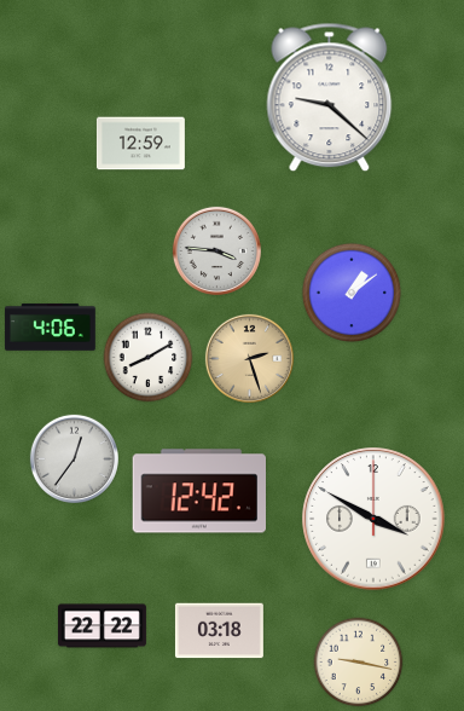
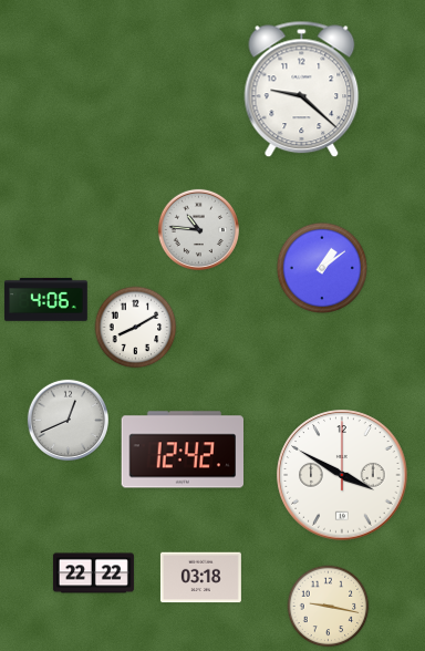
clock at (140, 144): 12:59 -> none
clock at (216, 250): 3:46 -> 10:46
clock at (249, 358): 2:27 -> none
clock at (74, 458): 12:36 -> 12:41
